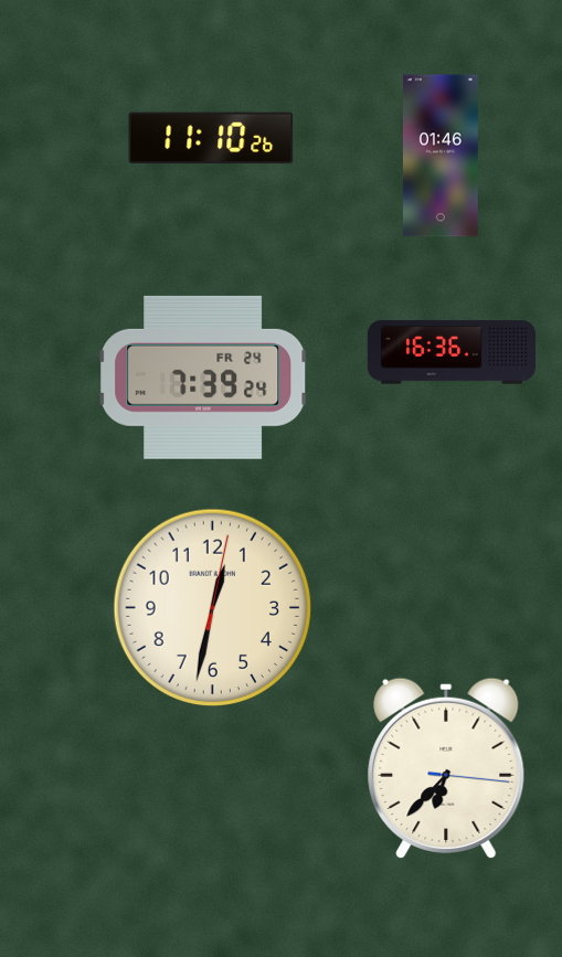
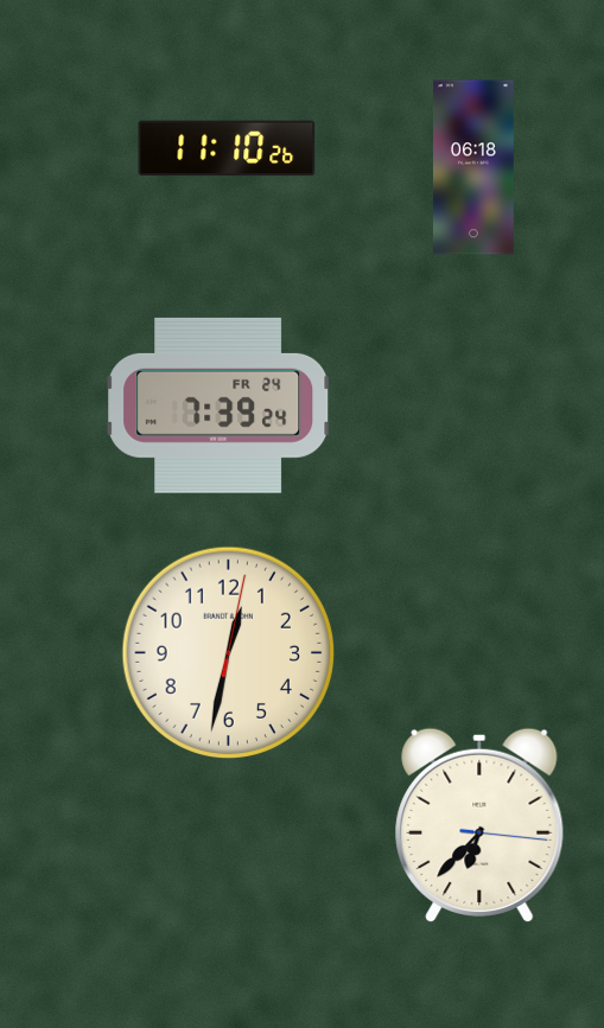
clock at (441, 156): 01:46 -> 06:18
clock at (450, 352): 16:36 -> none
